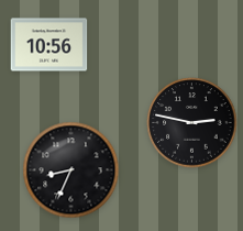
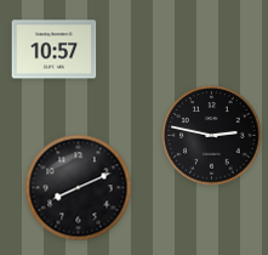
clock at (49, 45): 10:56 -> 10:57
clock at (71, 170): 8:34 -> 8:11
